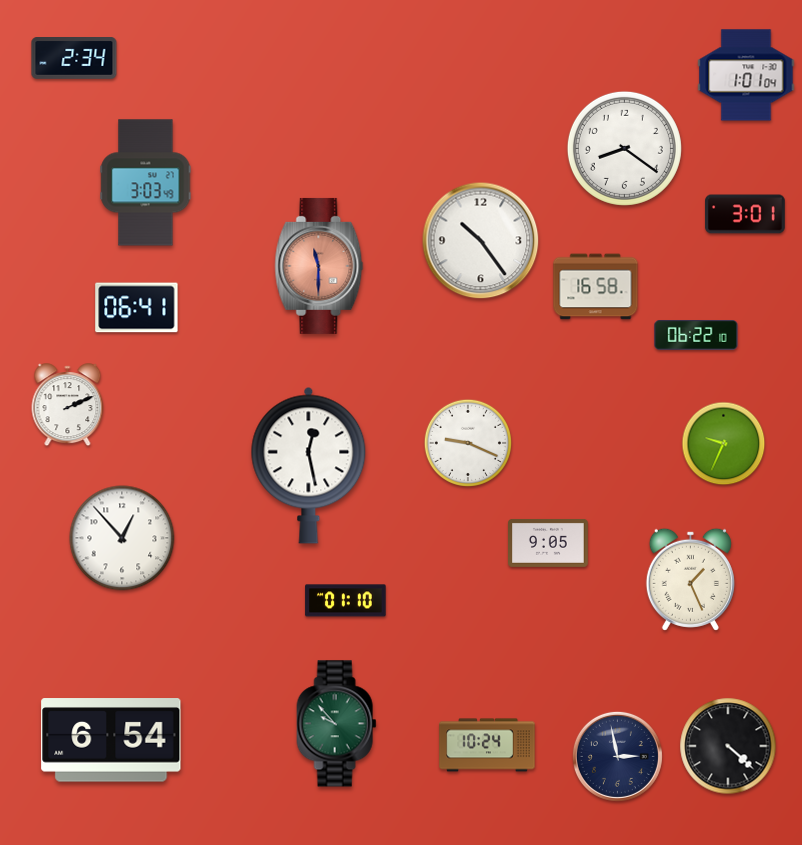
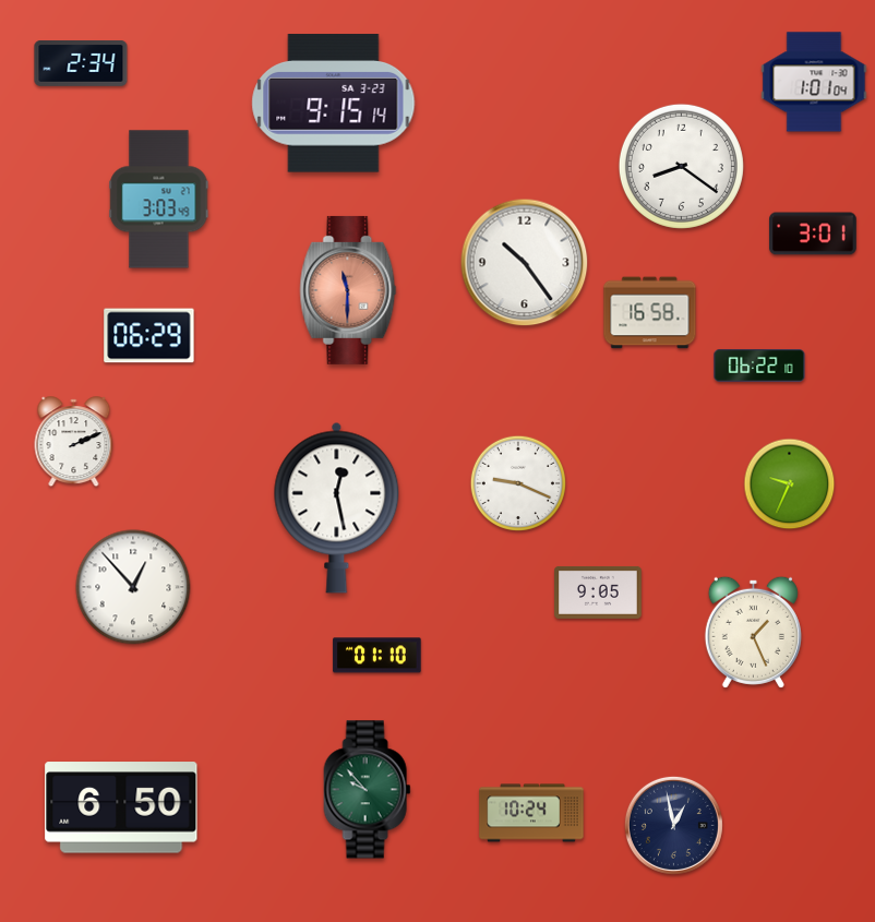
clock at (334, 104): none -> 9:15
clock at (624, 148) position: (624, 148) -> (681, 166)
clock at (137, 308): 06:41 -> 06:29
clock at (467, 442) position: (467, 442) -> (517, 482)
clock at (111, 740): 6:54 -> 6:50
clock at (728, 746): 4:22 -> none
clock at (617, 756): 2:58 -> 12:58
